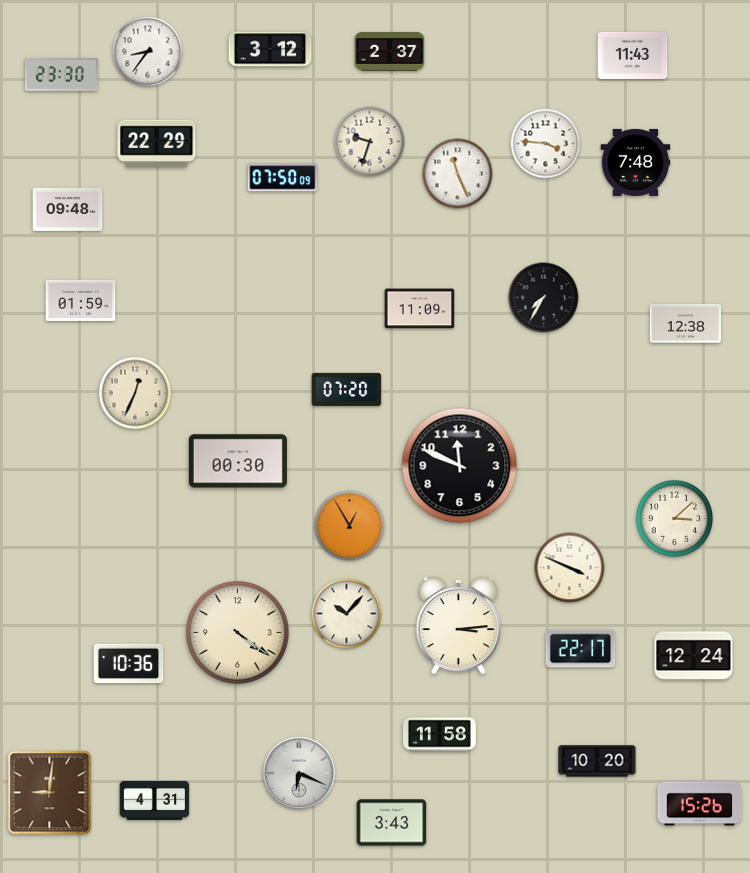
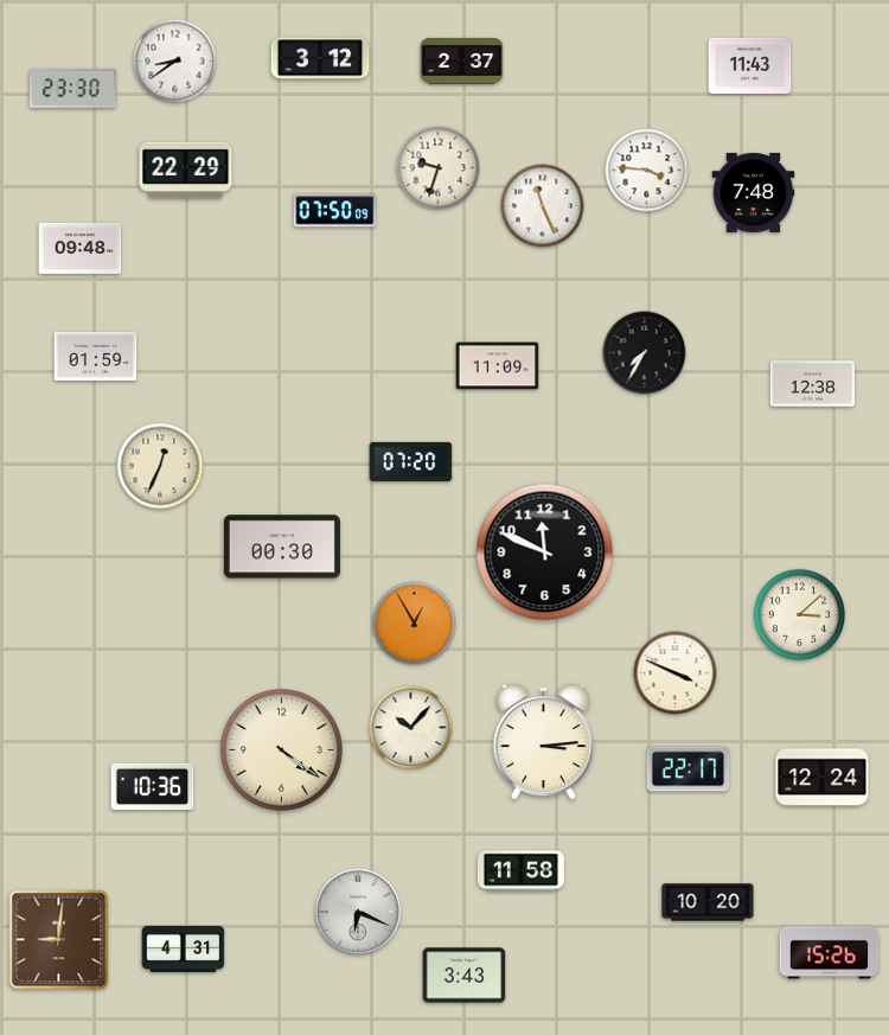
clock at (148, 52): 8:36 -> 8:39
clock at (298, 772) position: (298, 772) -> (357, 911)
